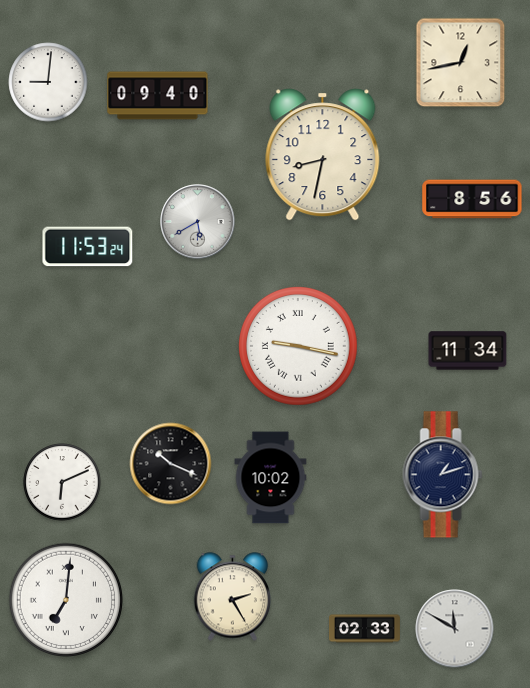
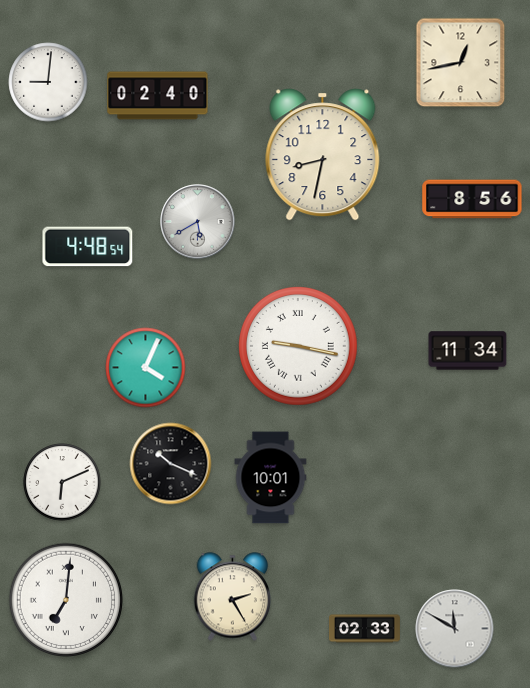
clock at (158, 96): 09:40 -> 02:40
clock at (88, 247): 11:53 -> 4:48
clock at (146, 368): none -> 4:04
clock at (443, 475): 1:12 -> none
clock at (271, 478): 10:02 -> 10:01
